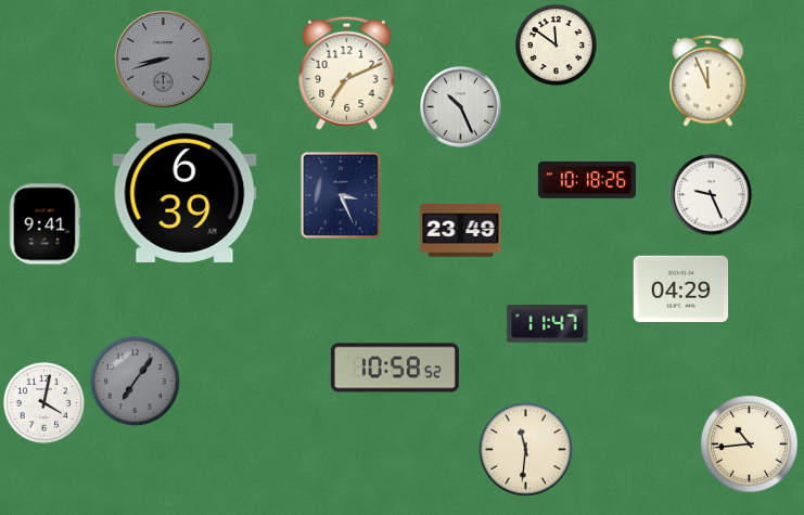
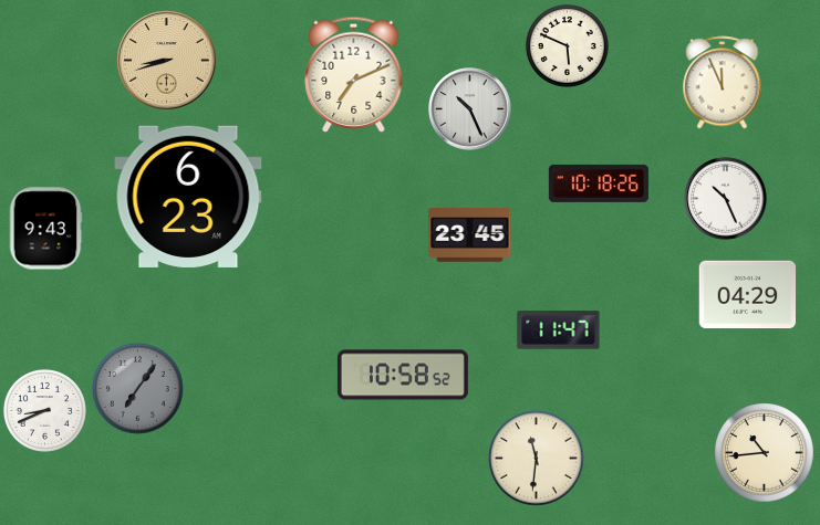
clock at (556, 44): 11:51 -> 5:49
clock at (164, 60) dial: grey -> champagne
clock at (184, 193): 6:39 -> 6:23
clock at (341, 195): 3:26 -> none
clock at (712, 195): 9:26 -> 10:26
clock at (44, 224): 9:41 -> 9:43
clock at (461, 231): 23:49 -> 23:45
clock at (681, 289) position: (681, 289) -> (748, 295)
clock at (43, 402): 4:02 -> 8:41
